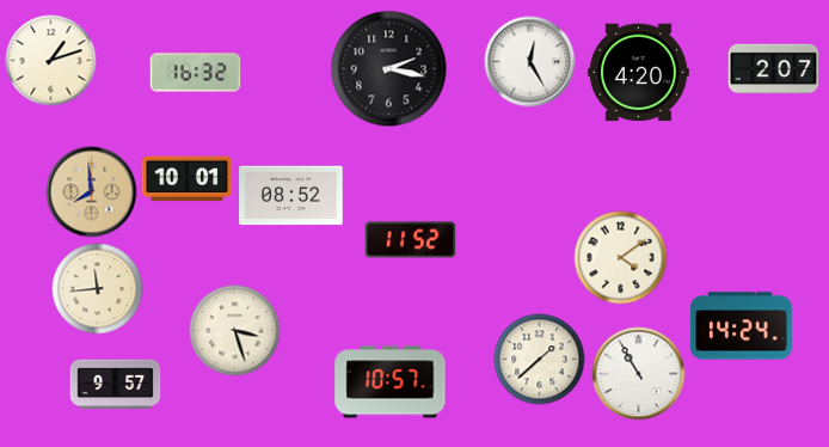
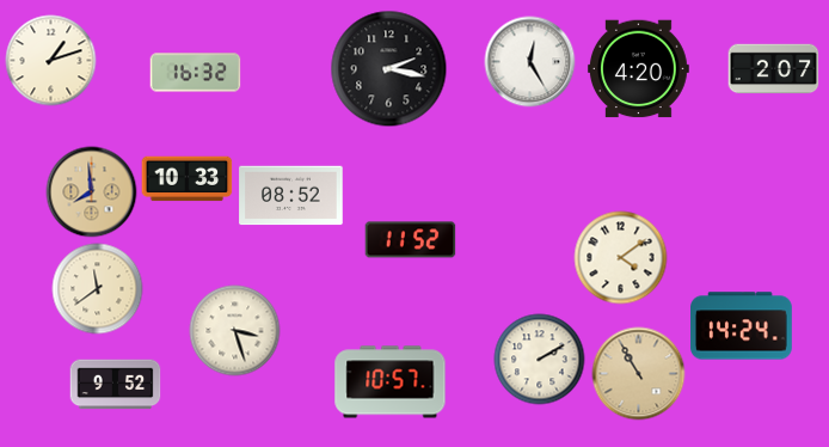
clock at (639, 73) position: (639, 73) -> (639, 69)
clock at (188, 179): 10:01 -> 10:33
clock at (98, 289): 11:44 -> 11:39
clock at (540, 360): 1:38 -> 2:10
clock at (639, 374) dial: white -> champagne
clock at (116, 385): 9:57 -> 9:52
